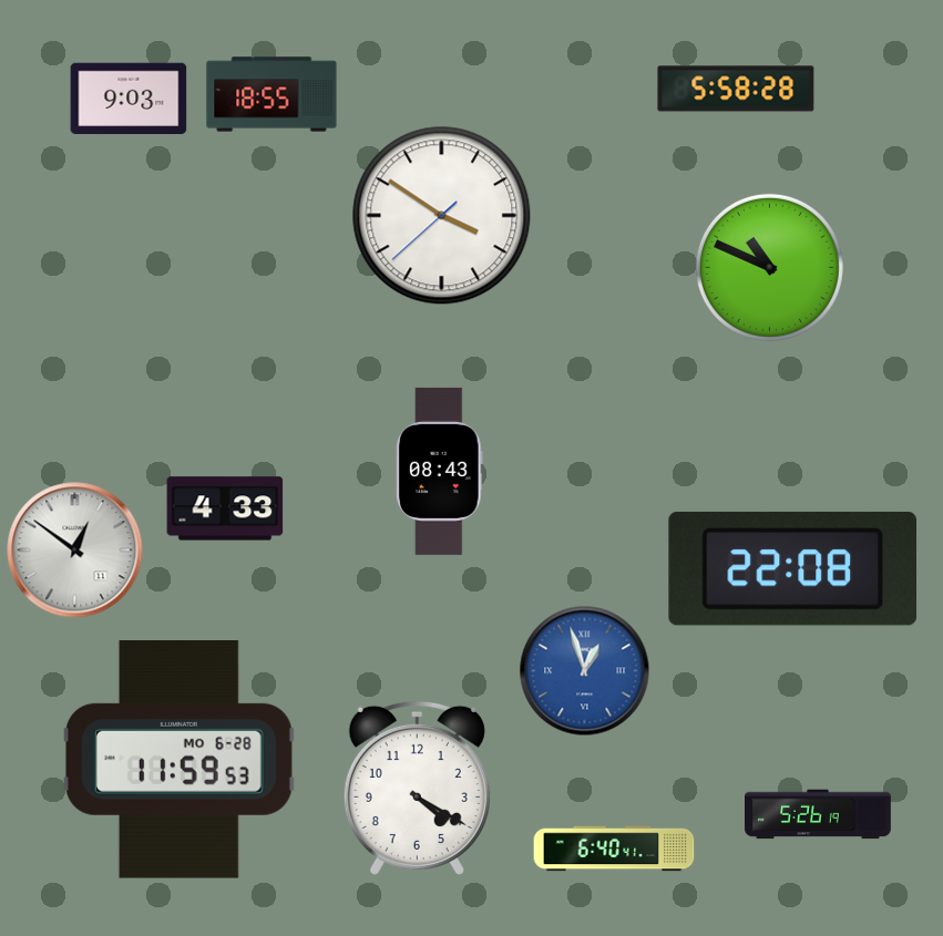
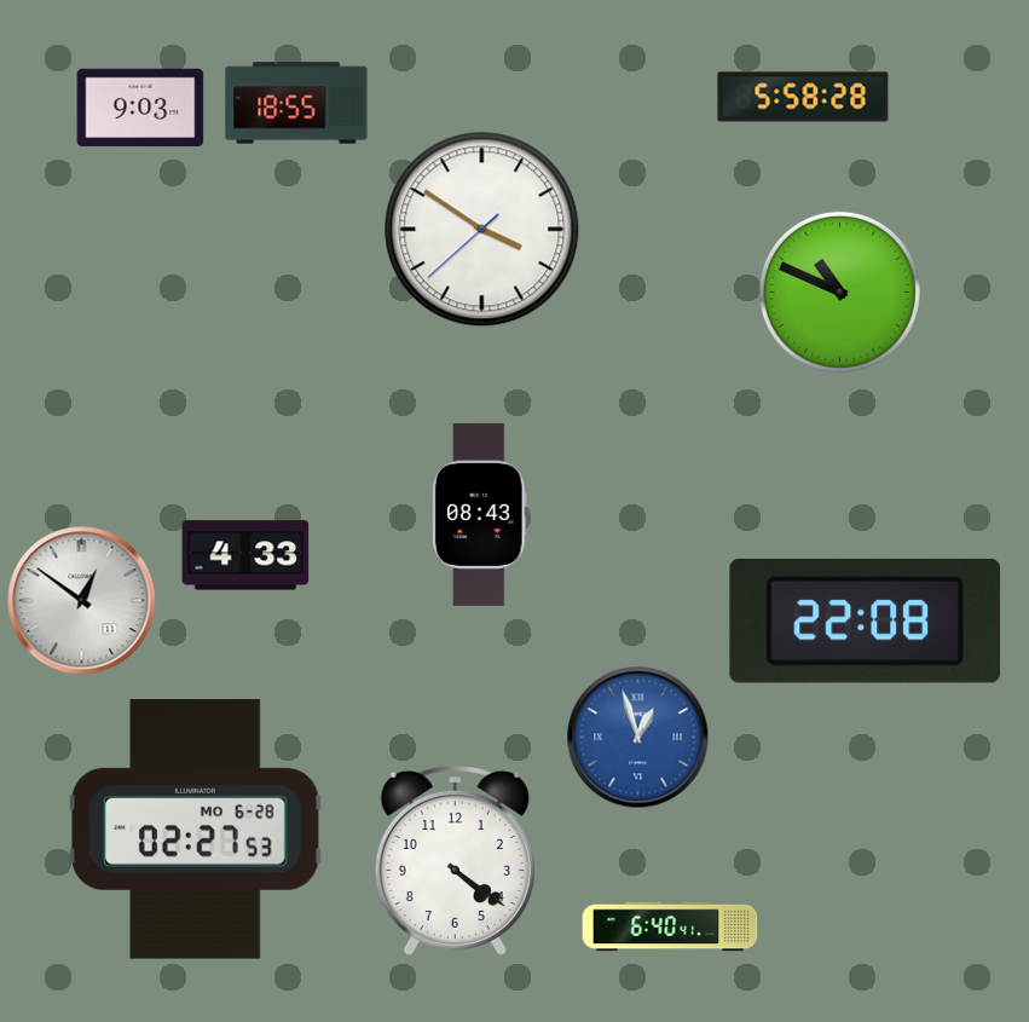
clock at (442, 216) position: (442, 216) -> (482, 230)
clock at (585, 671) position: (585, 671) -> (638, 738)
clock at (178, 760): 11:59 -> 02:27
clock at (417, 788): 4:20 -> 4:21
clock at (819, 814): 5:26 -> none
